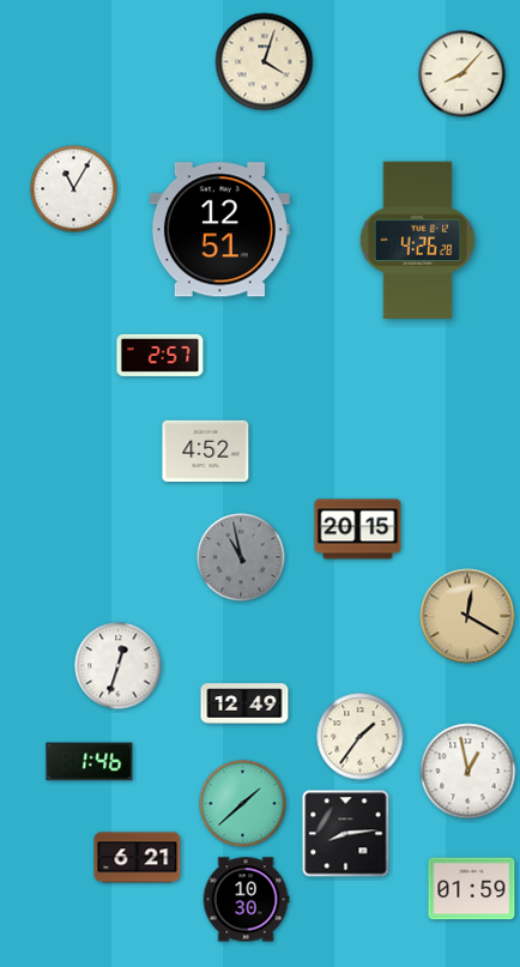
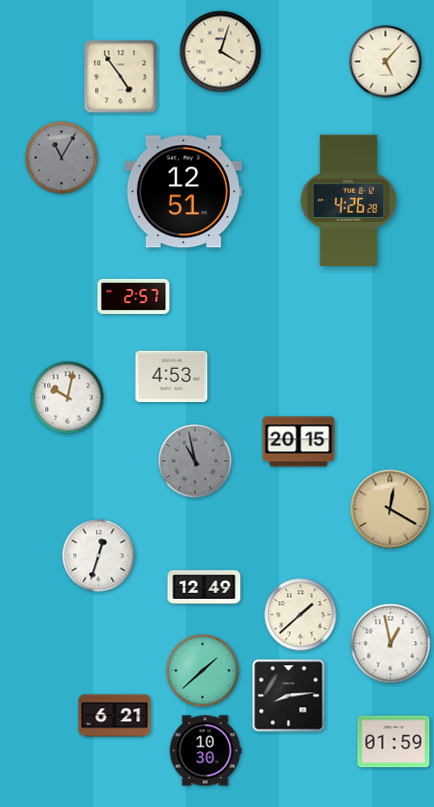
clock at (462, 74): 8:07 -> 5:07
clock at (121, 77): none -> 4:54
clock at (74, 189) dial: white -> grey
clock at (206, 452): 4:52 -> 4:53
clock at (68, 398): none -> 10:02
clock at (241, 557) position: (241, 557) -> (195, 461)
clock at (467, 616) position: (467, 616) -> (390, 509)
clock at (361, 737): 1:36 -> 1:38
clock at (90, 762): 1:46 -> none
